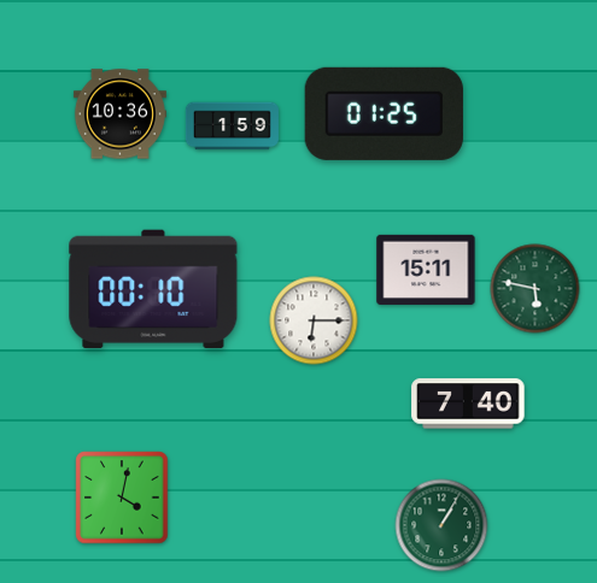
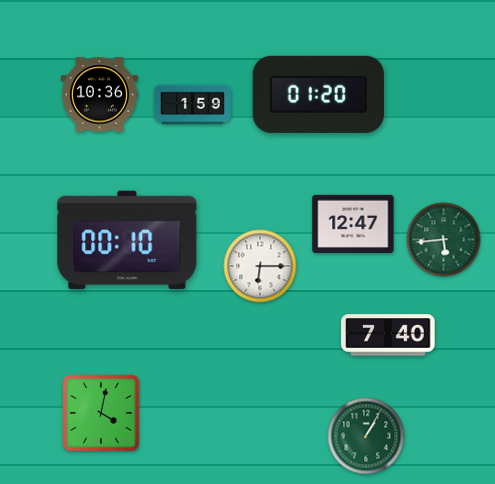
clock at (384, 113): 01:25 -> 01:20
clock at (426, 270): 15:11 -> 12:47
clock at (535, 289): 5:47 -> 5:44
